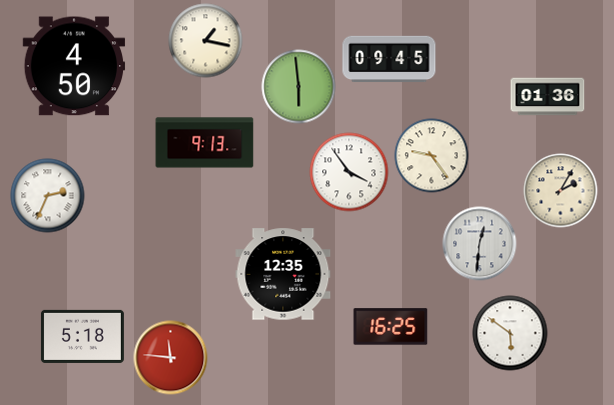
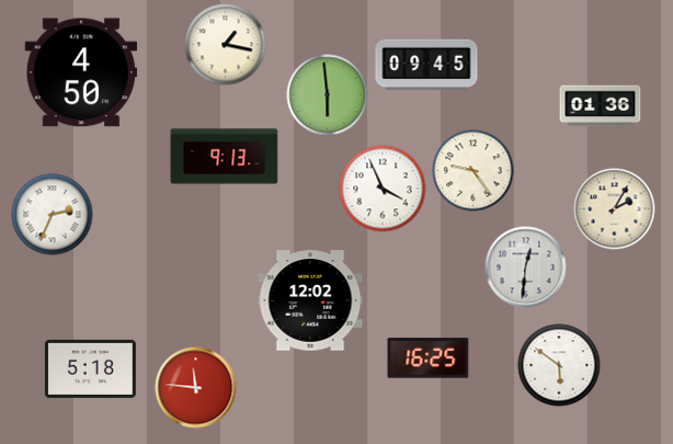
clock at (349, 172): 3:54 -> 3:56
clock at (283, 274): 12:35 -> 12:02
clock at (171, 358) position: (171, 358) -> (196, 388)
